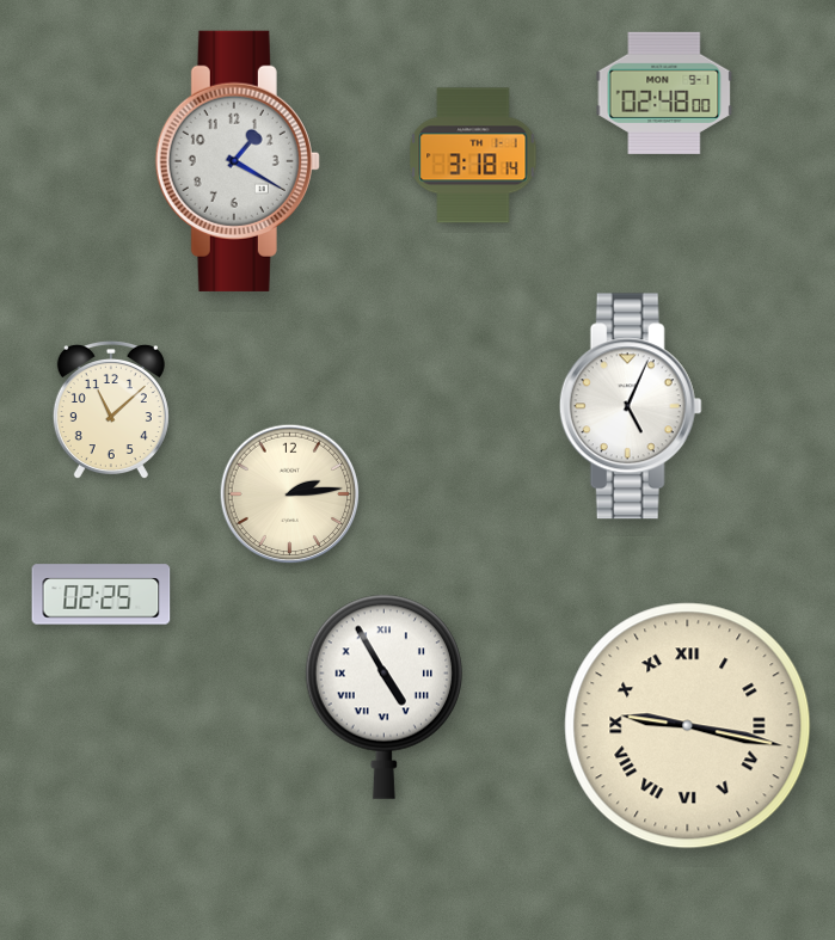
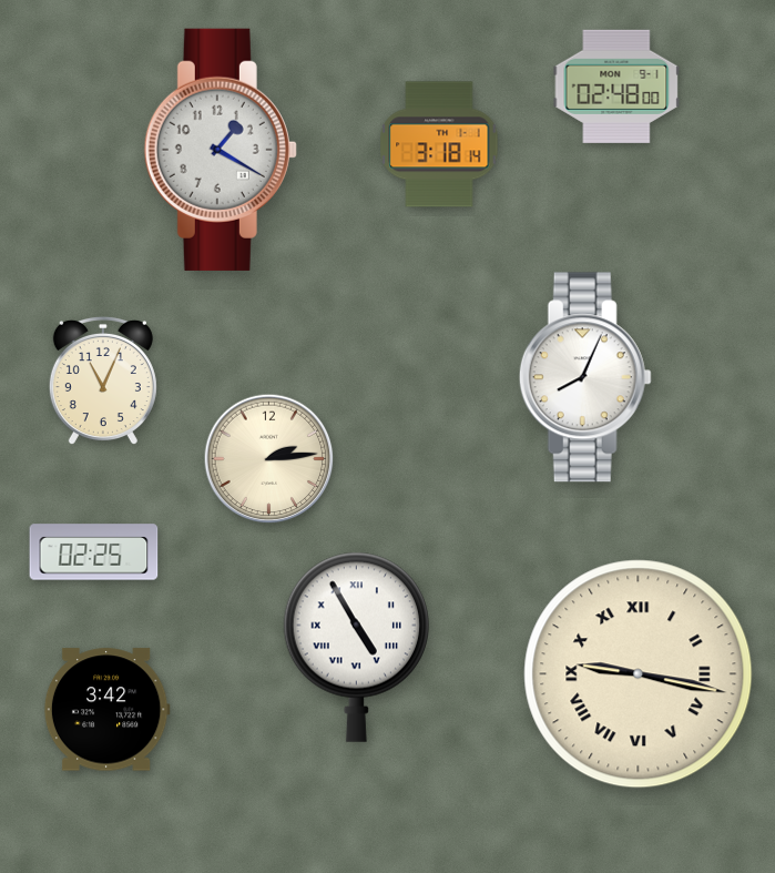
clock at (631, 406): 5:04 -> 8:04
clock at (111, 410): 11:08 -> 11:04
clock at (106, 710): none -> 3:42
